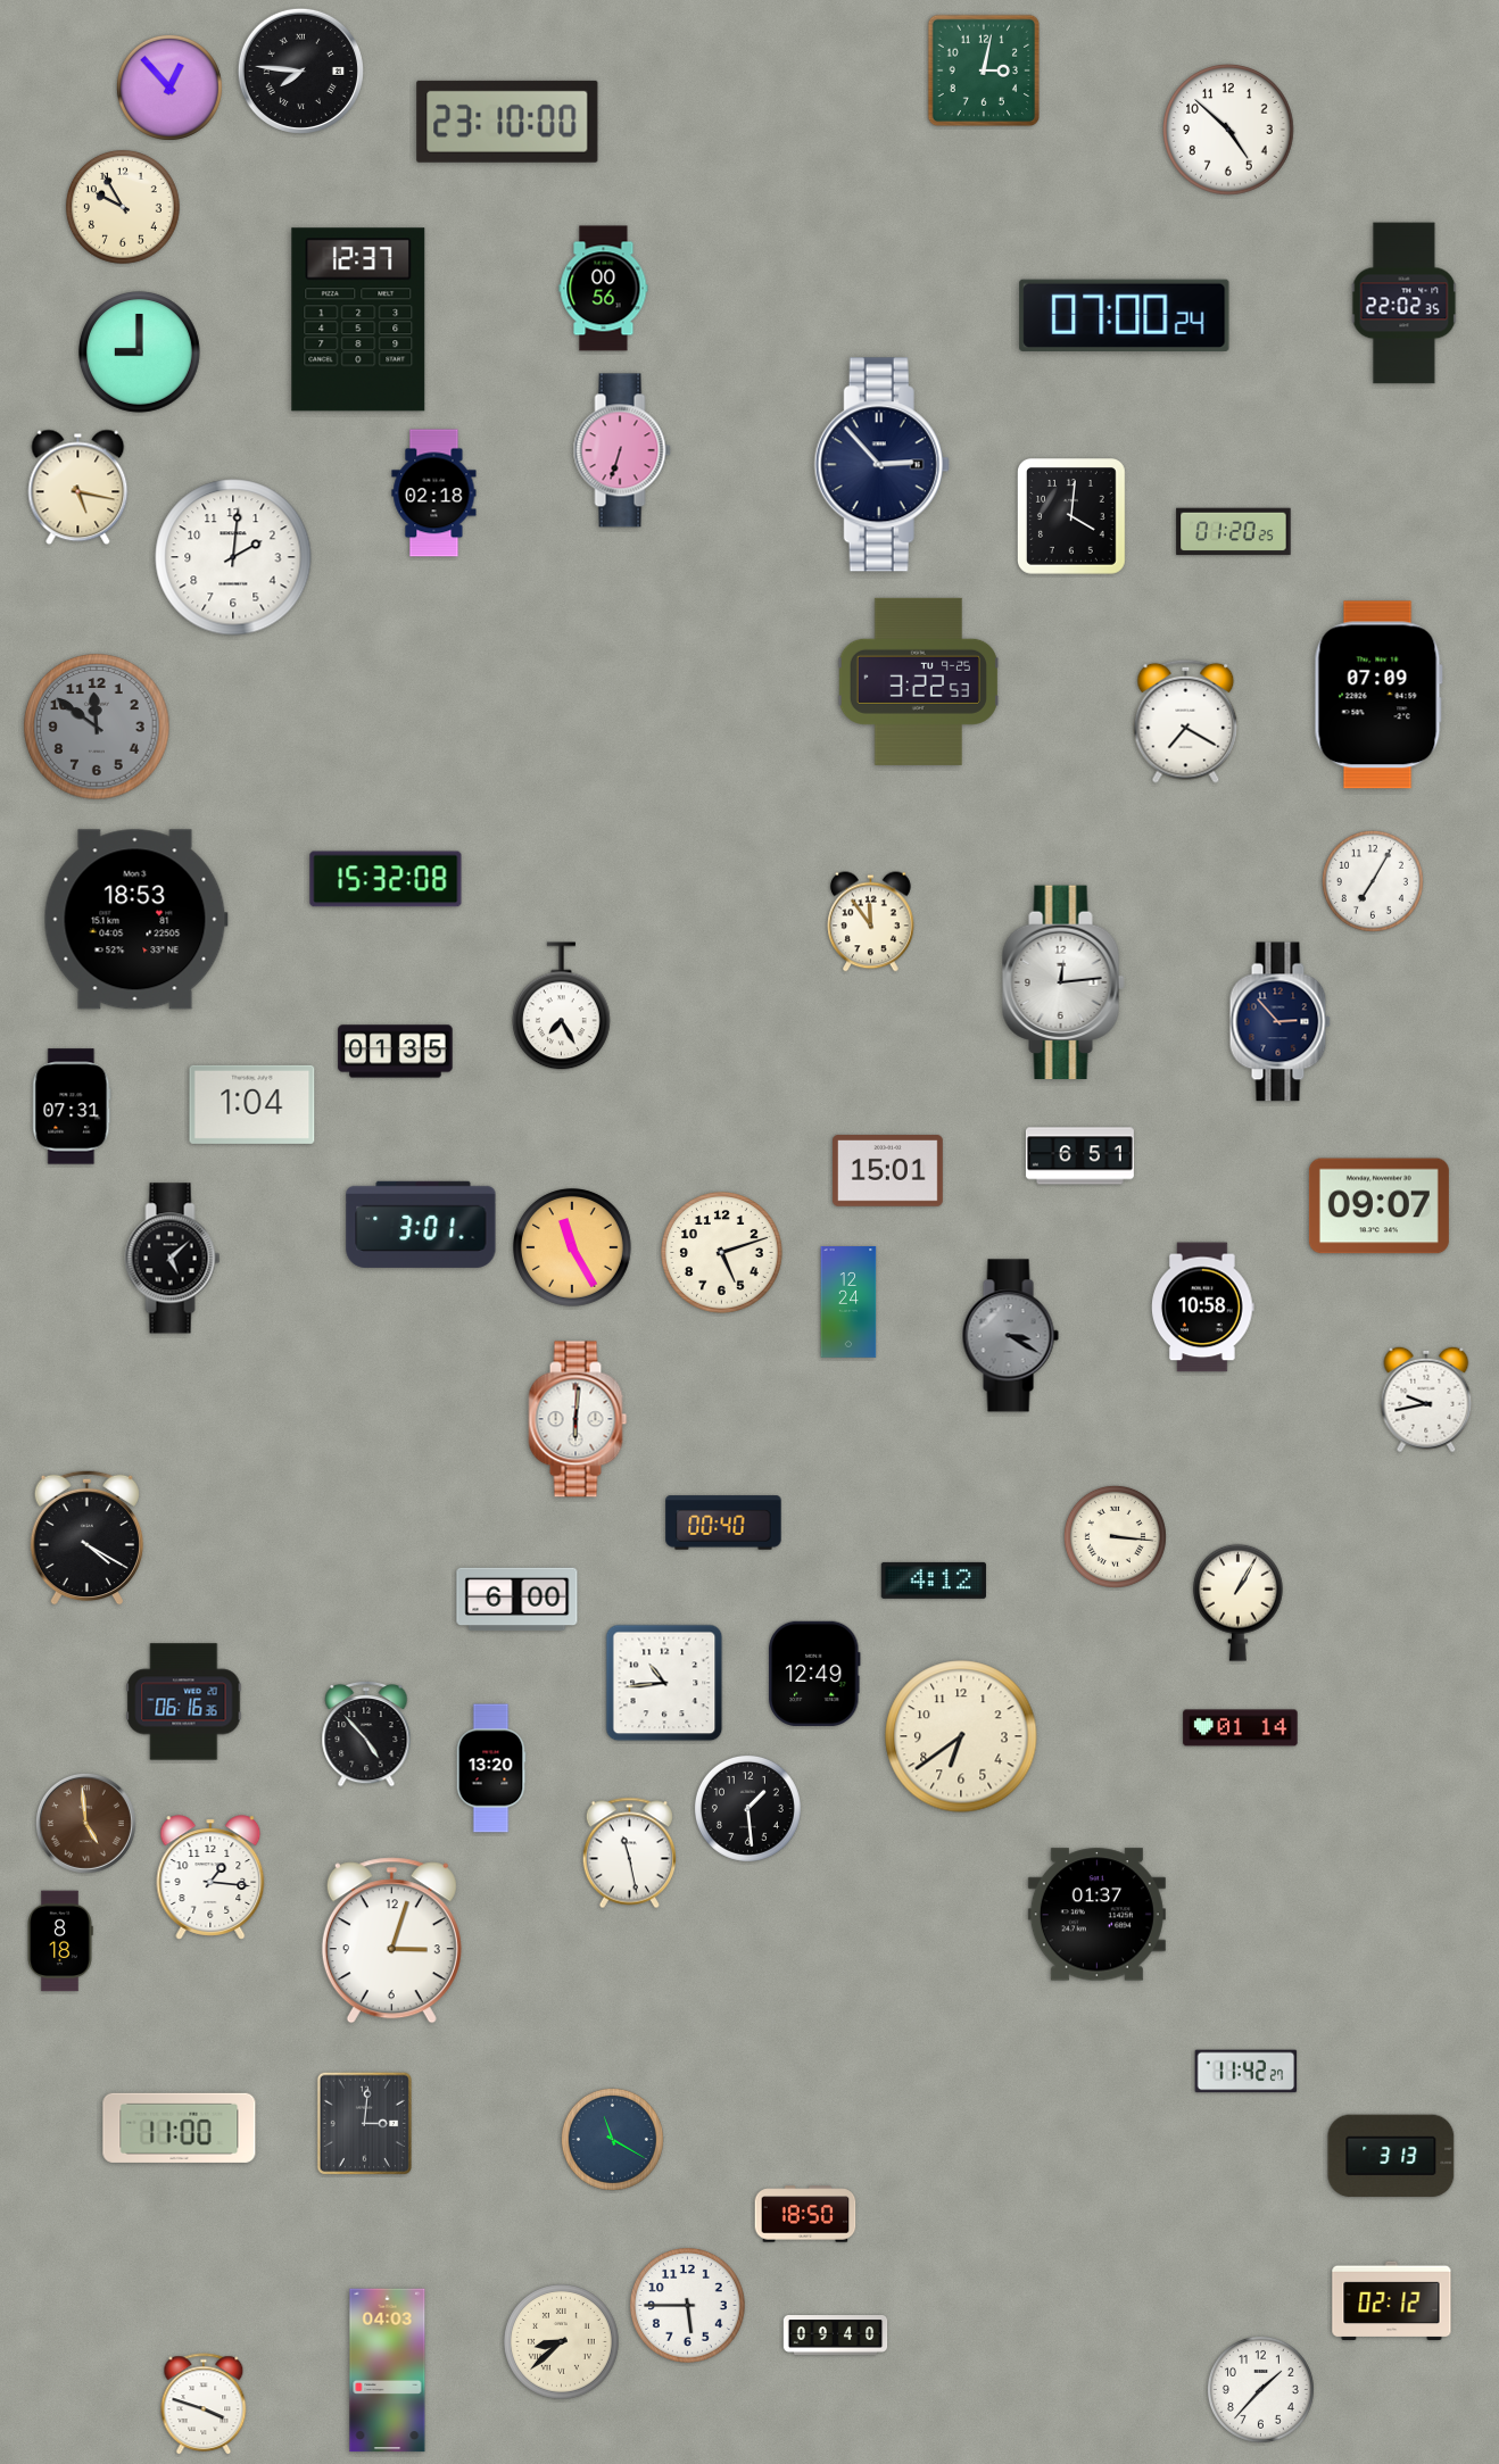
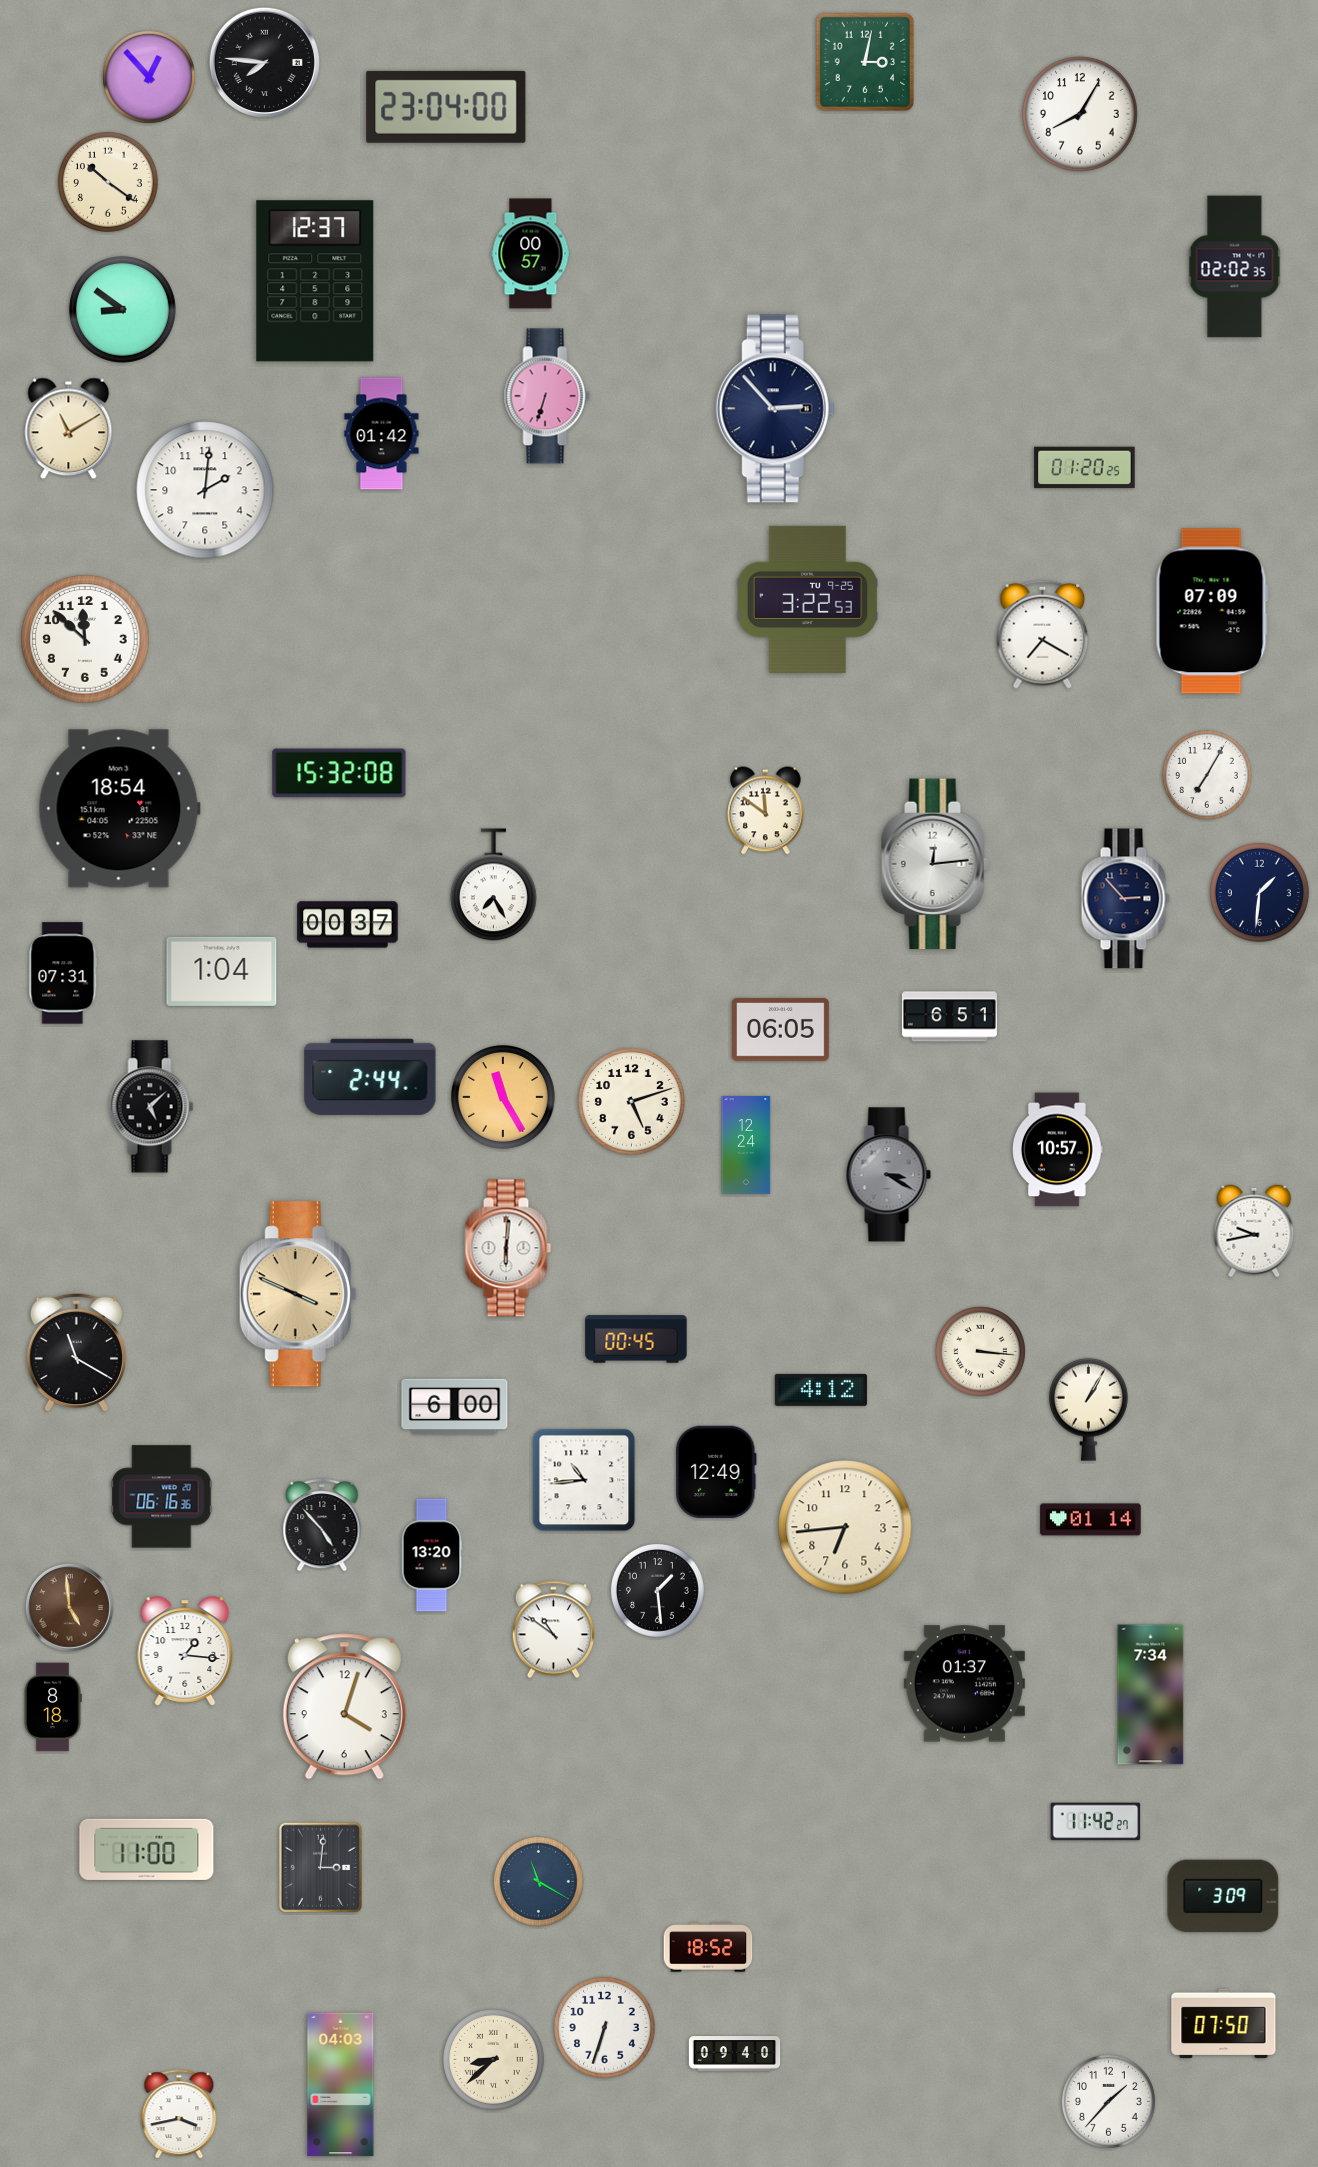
clock at (507, 122): 23:10 -> 23:04
clock at (1228, 130): 4:52 -> 8:05
clock at (123, 207): 9:55 -> 10:21
clock at (604, 289): 00:56 -> 00:57
clock at (1405, 304): 22:02 -> 02:02
clock at (1125, 315): 07:00 -> none
clock at (140, 352): 9:00 -> 8:51
clock at (78, 488): 5:17 -> 11:10
clock at (434, 493): 02:18 -> 01:42
clock at (1073, 517): 4:01 -> none
clock at (97, 727): 11:51 -> 11:52
clock at (97, 727) dial: grey -> white
clock at (135, 920): 18:53 -> 18:54
clock at (871, 922): 11:54 -> 11:51
clock at (1259, 892): none -> 1:31
clock at (396, 1052): 01:35 -> 00:37
clock at (887, 1171): 15:01 -> 06:05
clock at (1378, 1206): 09:07 -> none
clock at (421, 1225): 3:01 -> 2:44
clock at (722, 1253) position: (722, 1253) -> (632, 1102)
clock at (1203, 1308): 10:58 -> 10:57
clock at (298, 1294): none -> 3:49
clock at (723, 1523): 00:40 -> 00:45
clock at (86, 1537): 4:20 -> 11:20
clock at (961, 1736): 6:39 -> 6:44
clock at (85, 1823) position: (85, 1823) -> (69, 1607)
clock at (629, 1853): 11:28 -> 10:51
clock at (1151, 1695): none -> 7:34
clock at (391, 1941): 3:03 -> 4:03
clock at (180, 2127) position: (180, 2127) -> (147, 1849)
clock at (1391, 2156): 3:13 -> 3:09
clock at (805, 2214): 18:50 -> 18:52
clock at (1392, 2301): 02:12 -> 07:50
clock at (687, 2305): 5:45 -> 6:33
clock at (204, 2405): 3:48 -> 3:43
